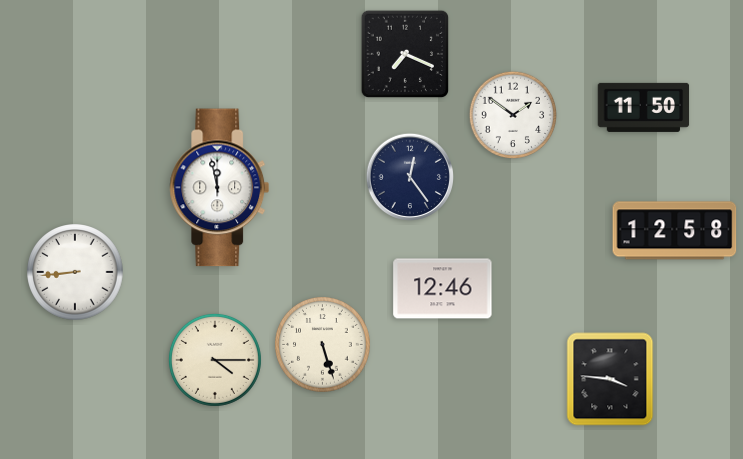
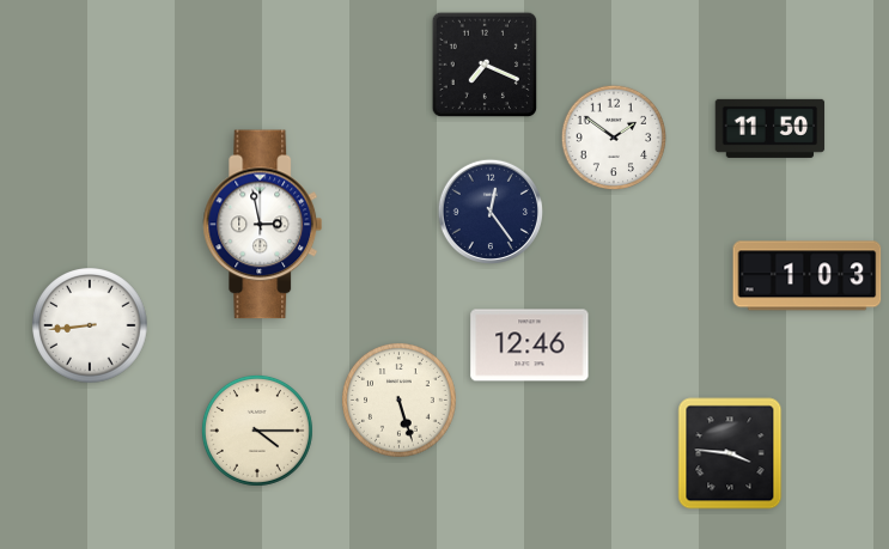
clock at (220, 188): 11:58 -> 2:58
clock at (675, 231): 12:58 -> 1:03
clock at (323, 345) position: (323, 345) -> (400, 401)
